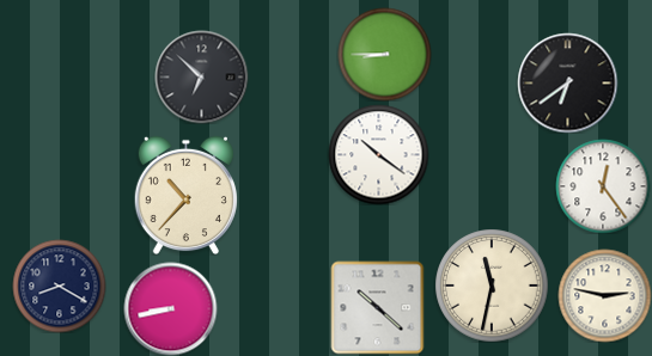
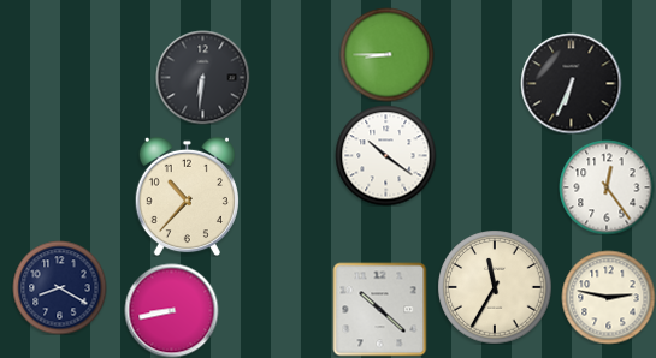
clock at (201, 76): 6:52 -> 6:31
clock at (567, 82): 6:39 -> 6:34
clock at (378, 154) position: (378, 154) -> (385, 155)
clock at (492, 286): 11:32 -> 11:35
